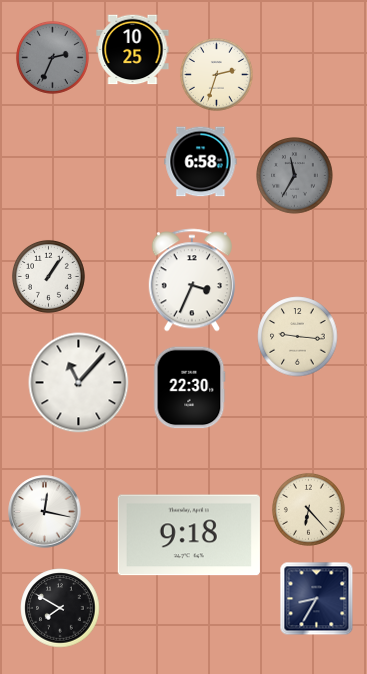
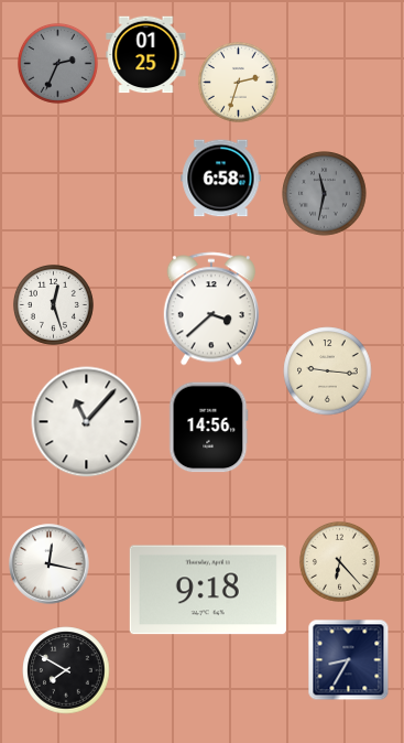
clock at (133, 50): 10:25 -> 01:25
clock at (295, 176): 11:35 -> 11:32
clock at (48, 276): 1:06 -> 12:27
clock at (192, 280): 3:34 -> 3:38
clock at (189, 388): 22:30 -> 14:56
